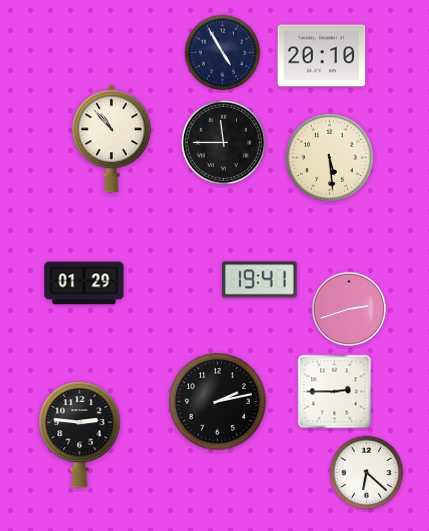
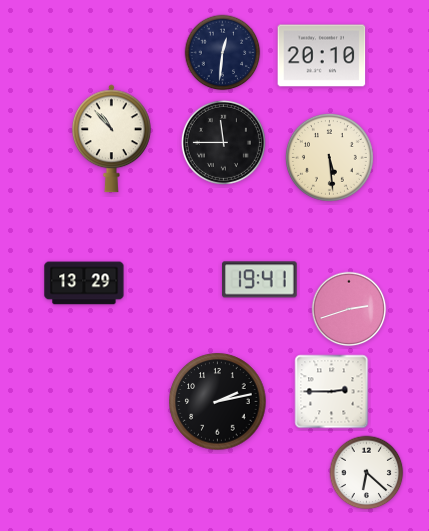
clock at (223, 53): 4:55 -> 12:31
clock at (84, 283): 01:29 -> 13:29
clock at (335, 392) position: (335, 392) -> (332, 392)
clock at (80, 435): 2:46 -> none
